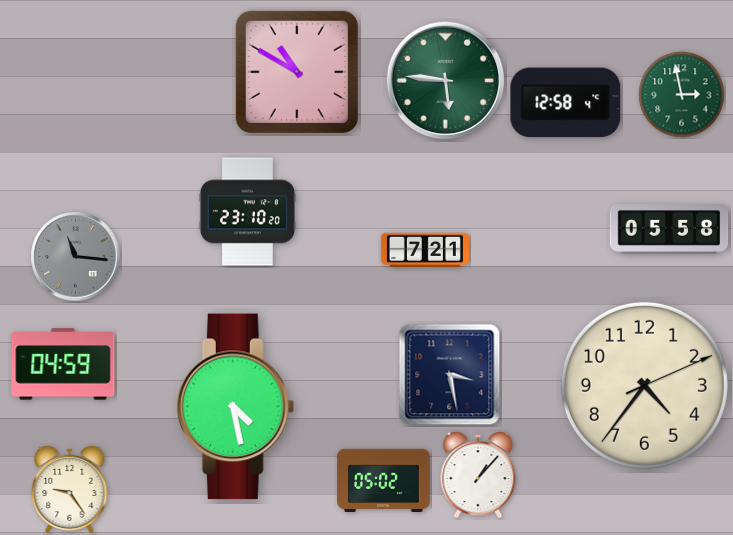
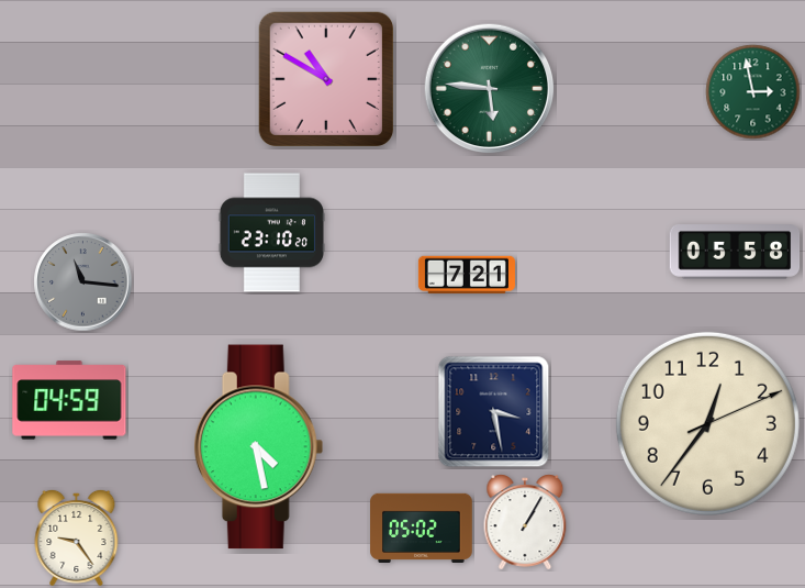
clock at (682, 95) position: (682, 95) -> (753, 92)
clock at (566, 103): 12:58 -> none
clock at (644, 385): 4:36 -> 12:36
clock at (478, 475): 1:07 -> 1:05
